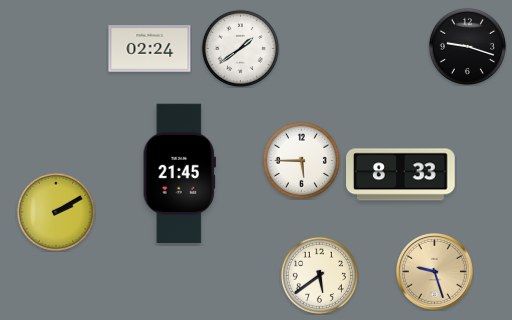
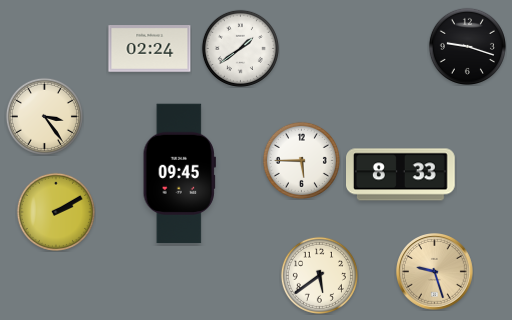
clock at (44, 116): none -> 3:24
clock at (179, 174): 21:45 -> 09:45
